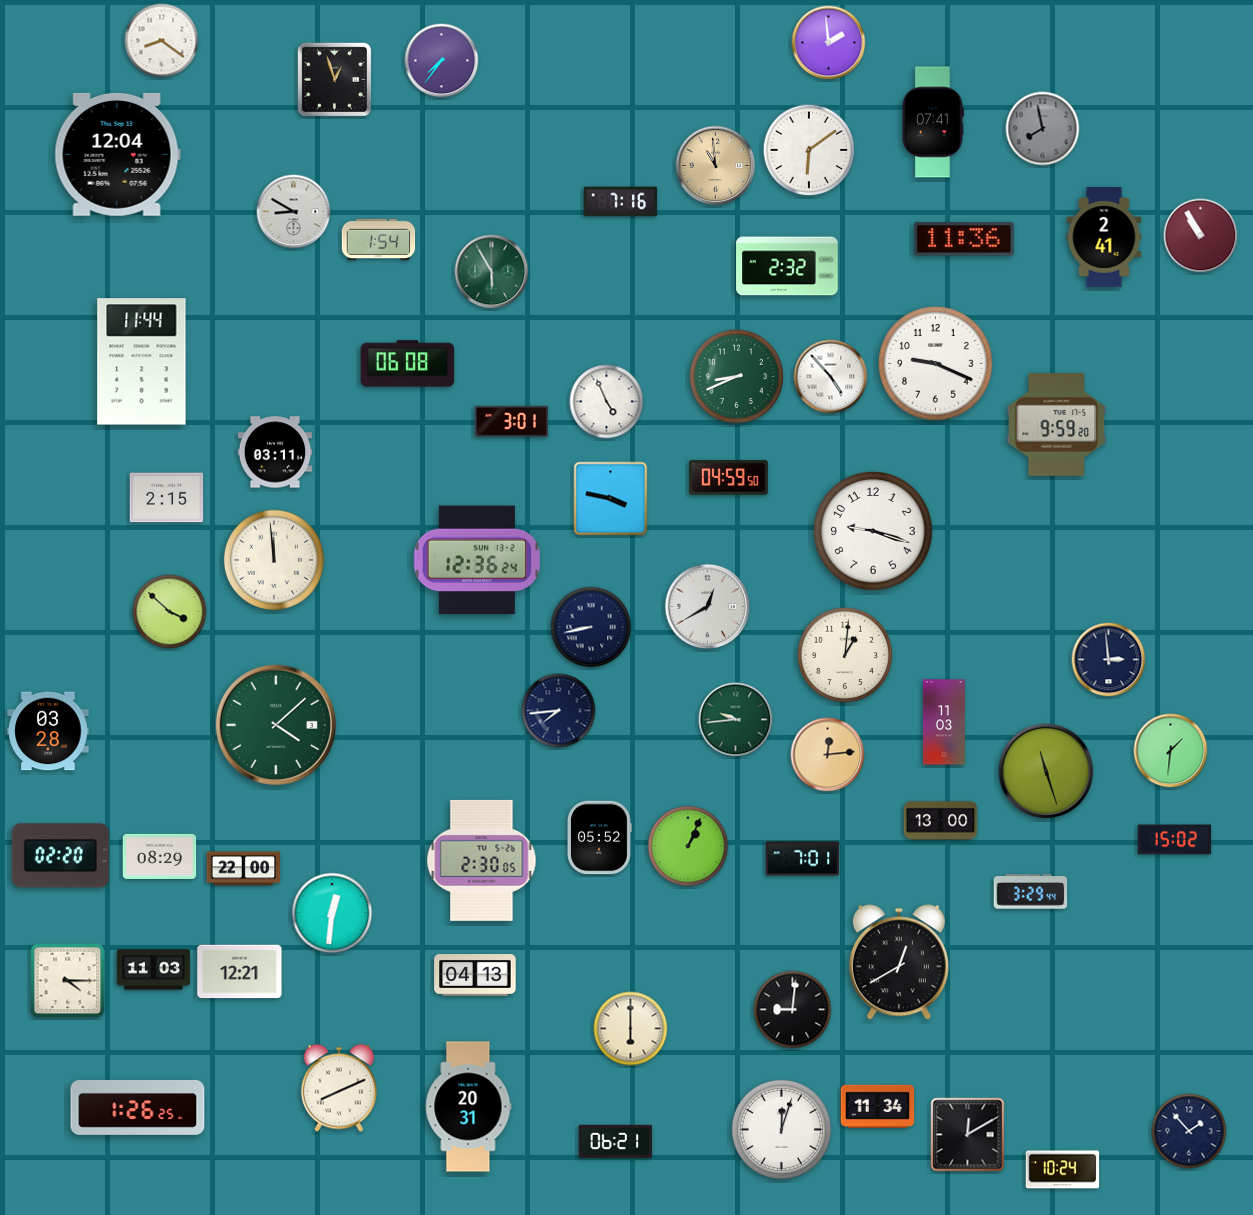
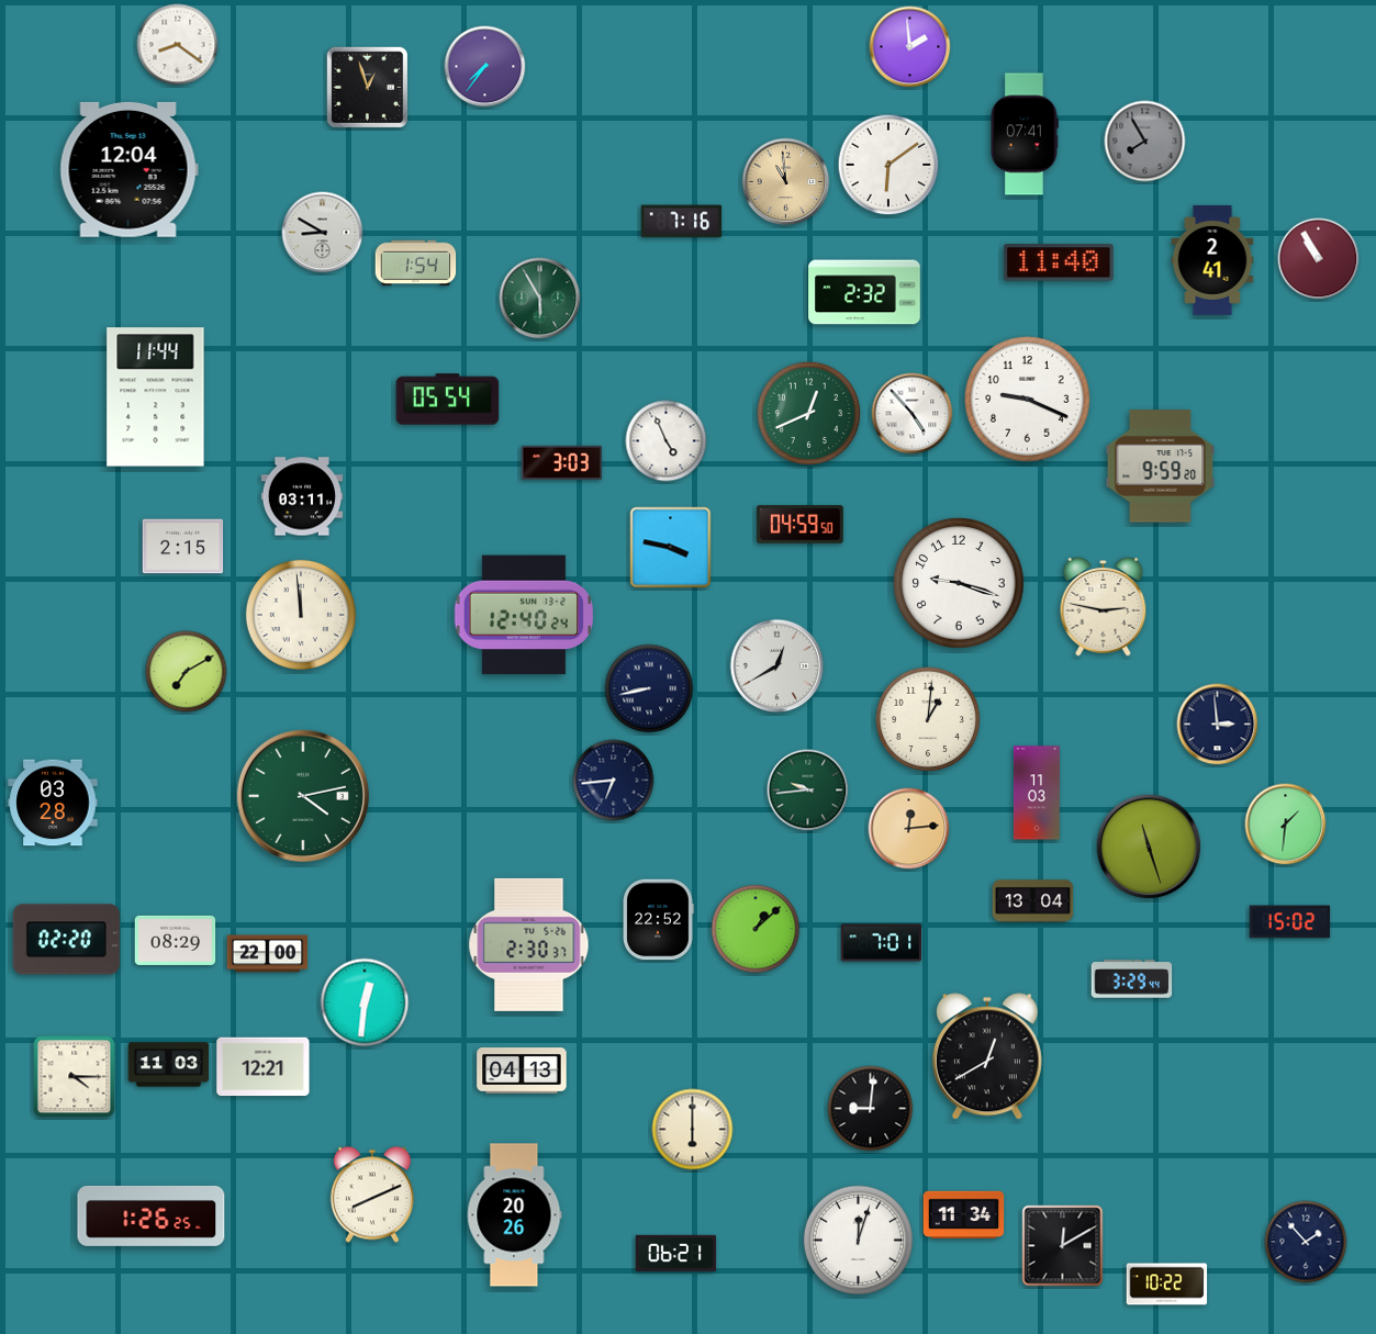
clock at (1043, 129): 7:58 -> 7:55
clock at (964, 239): 11:36 -> 11:40
clock at (408, 364): 06:08 -> 05:54
clock at (737, 377): 8:41 -> 12:41
clock at (512, 421): 3:01 -> 3:03
clock at (1104, 606): none -> 2:47
clock at (477, 560): 12:36 -> 12:40
clock at (170, 612): 3:52 -> 7:10
clock at (559, 711): 7:44 -> 6:44
clock at (276, 725): 4:08 -> 4:13
clock at (941, 821): 13:00 -> 13:04
clock at (599, 838): 05:52 -> 22:52
clock at (688, 846): 1:04 -> 1:08
clock at (482, 860): 2:30:05 -> 2:30:37
clock at (469, 1107): 20:31 -> 20:26
clock at (1063, 1170): 10:24 -> 10:22
